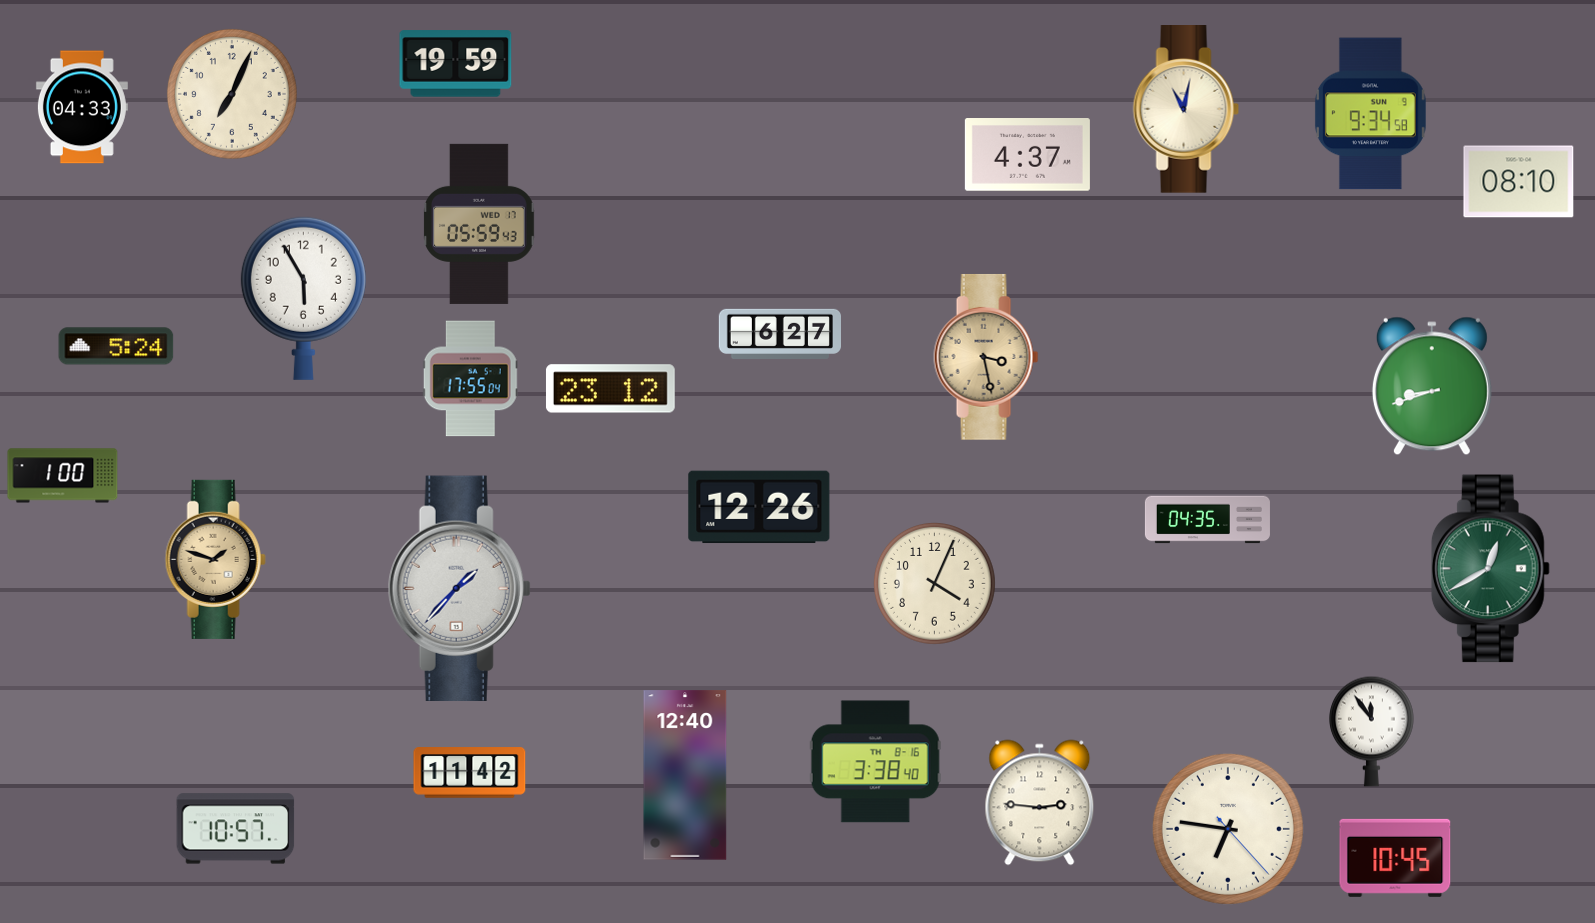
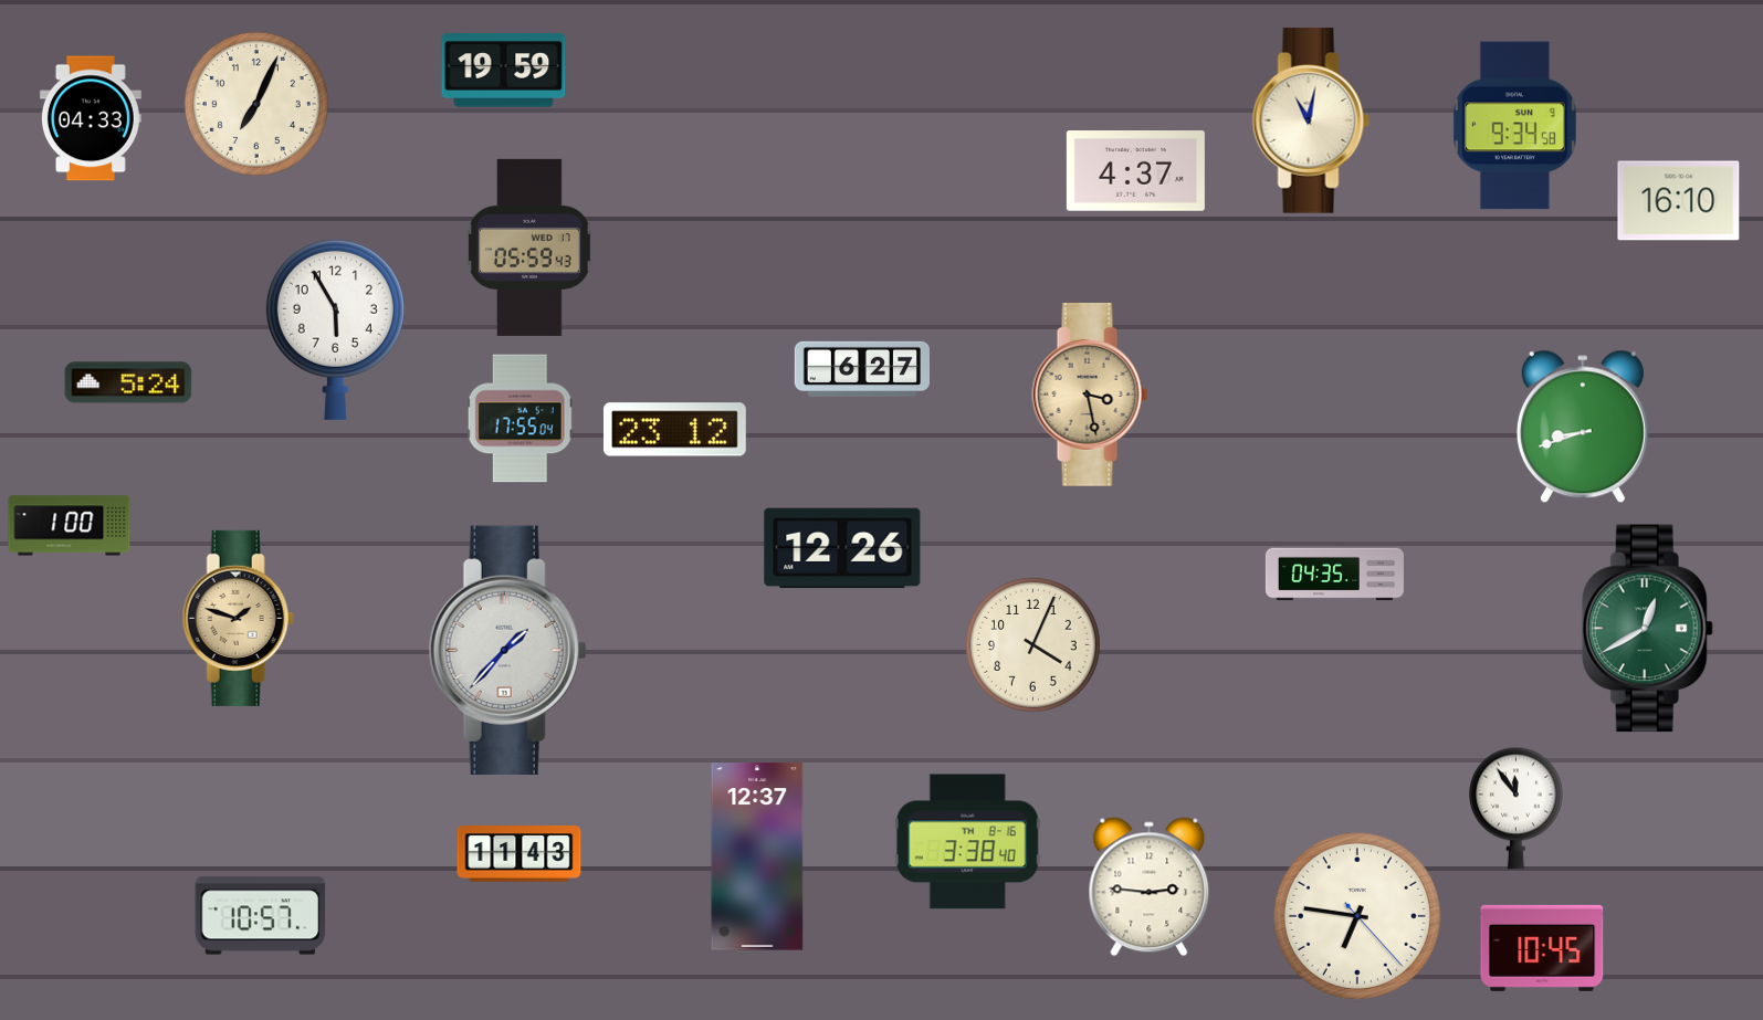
clock at (1519, 182): 08:10 -> 16:10
clock at (759, 507) position: (759, 507) -> (842, 548)
clock at (470, 773): 11:42 -> 11:43
clock at (685, 775): 12:40 -> 12:37
